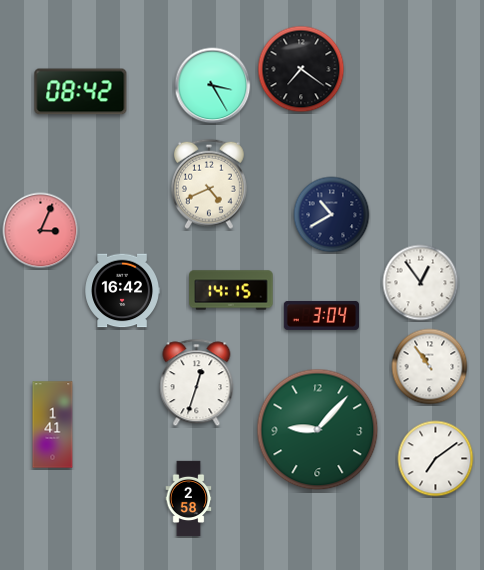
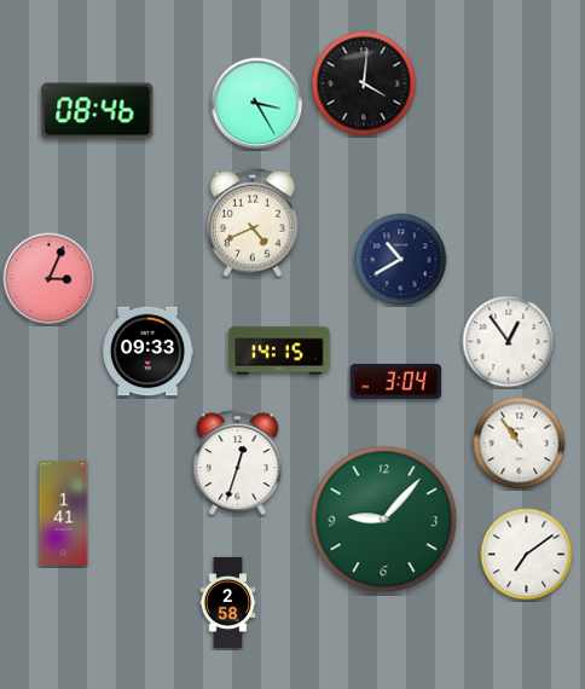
clock at (301, 69): 7:21 -> 4:01
clock at (81, 92): 08:42 -> 08:46
clock at (122, 291): 16:42 -> 09:33
clock at (321, 315) position: (321, 315) -> (395, 381)
